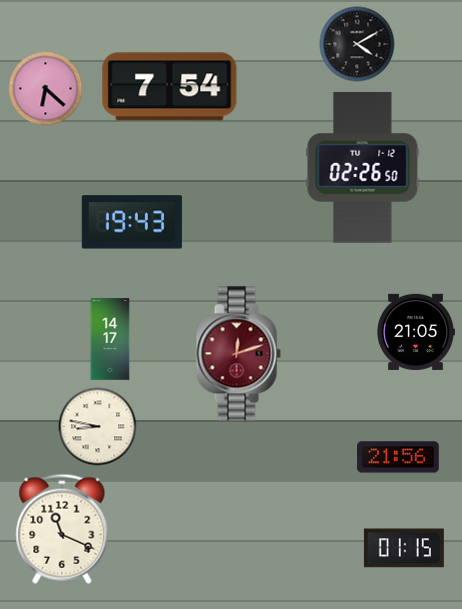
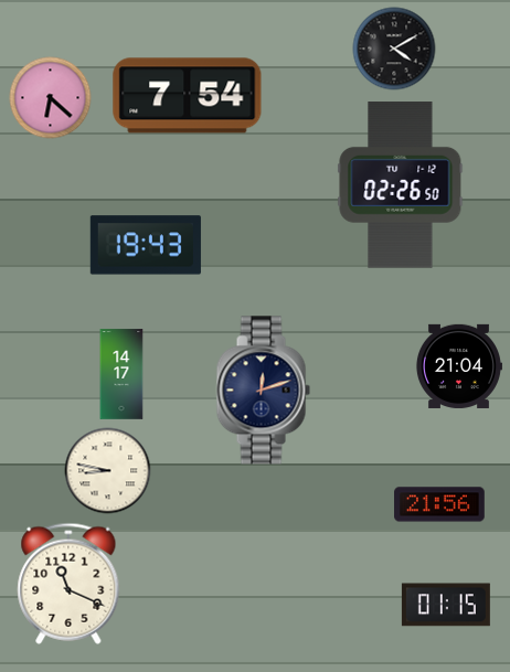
clock at (415, 332): 21:05 -> 21:04
clock at (238, 354) dial: burgundy -> navy
